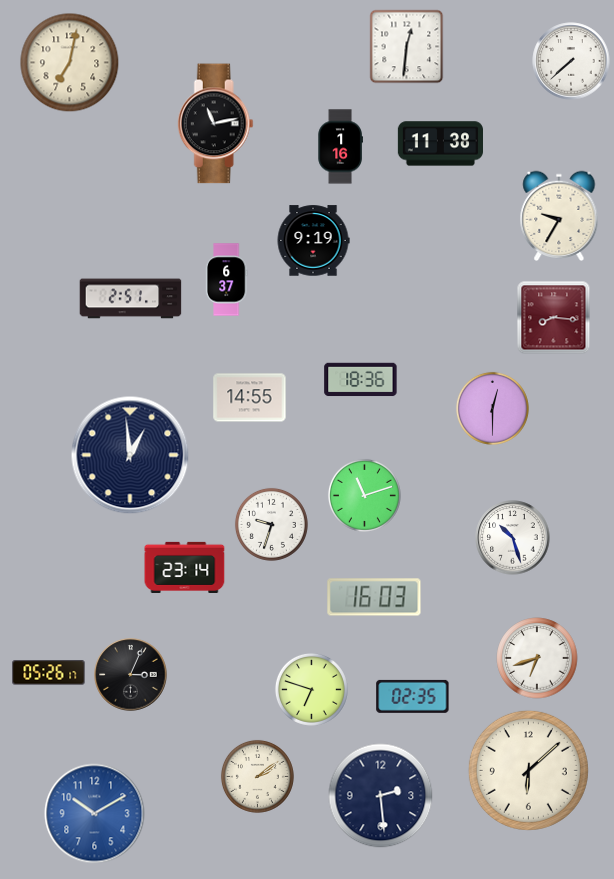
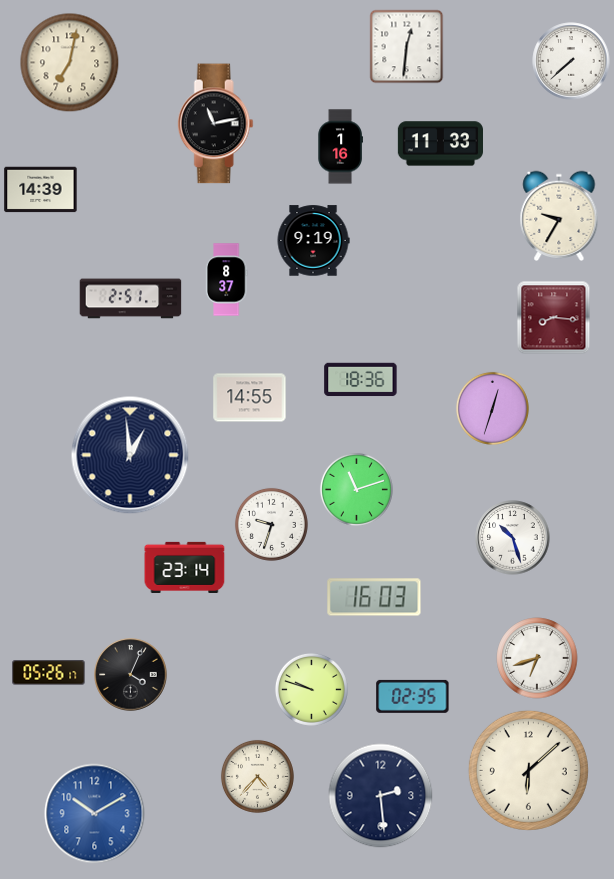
clock at (440, 144): 11:38 -> 11:33
clock at (41, 190): none -> 14:39
clock at (226, 280): 6:37 -> 8:37
clock at (492, 408): 12:30 -> 12:33
clock at (364, 495) position: (364, 495) -> (356, 489)
clock at (131, 675): 3:04 -> 4:04
clock at (311, 689): 6:48 -> 9:48
clock at (257, 776): 2:09 -> 4:37
